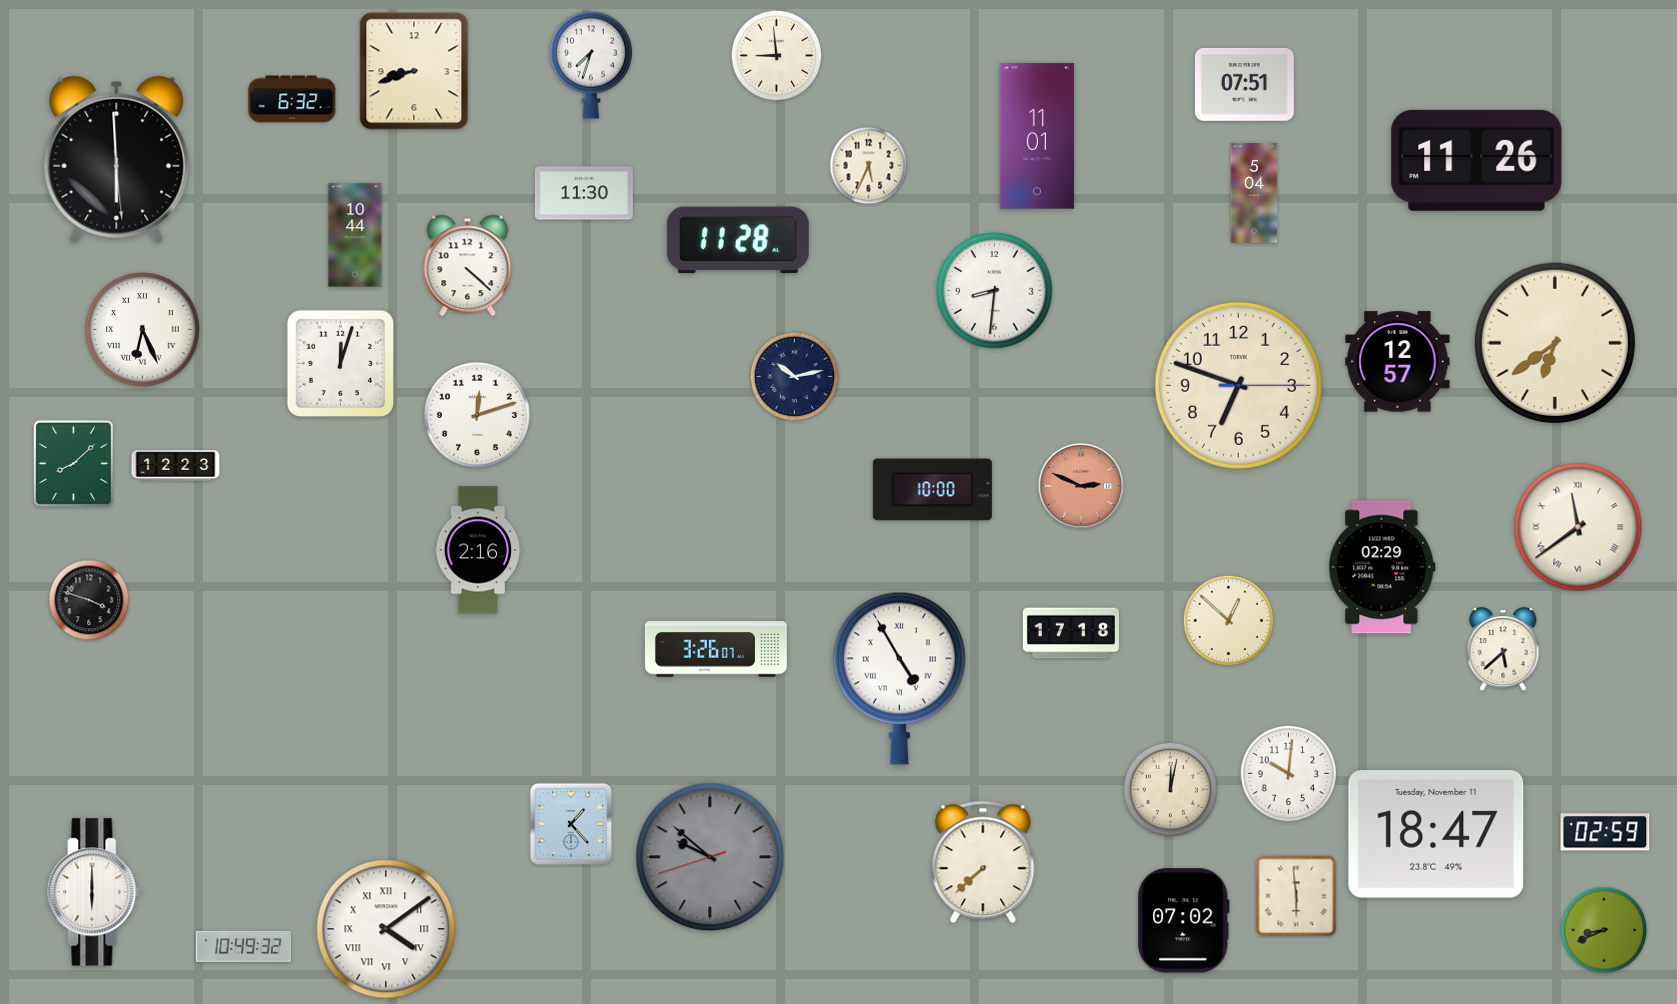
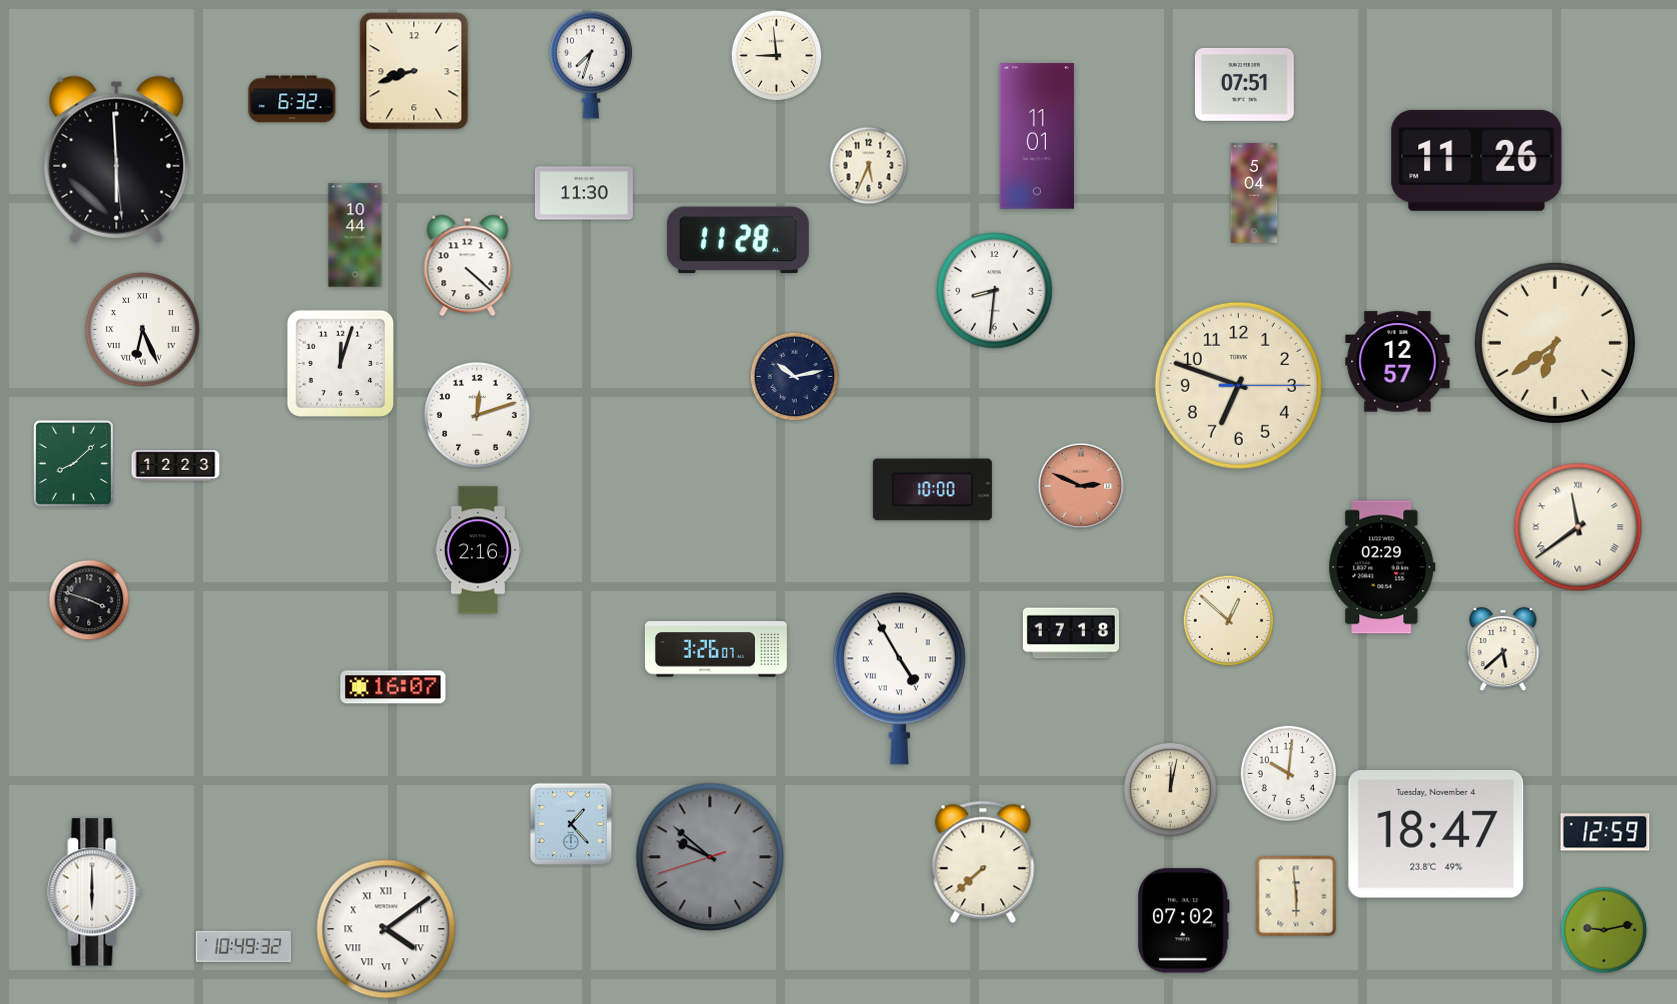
clock at (393, 687): none -> 16:07
clock at (1605, 832): 02:59 -> 12:59
clock at (1436, 835) date: Tuesday, November 11 -> Tuesday, November 4
clock at (1604, 930): 8:41 -> 9:13
